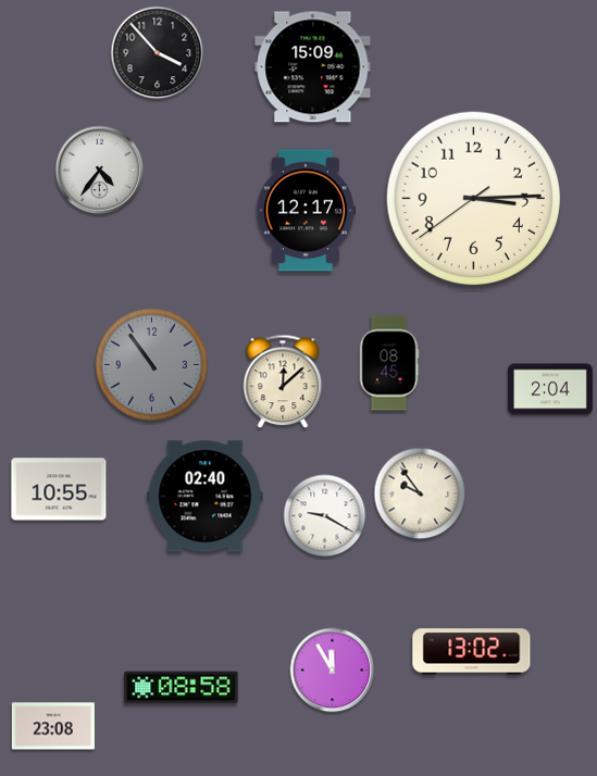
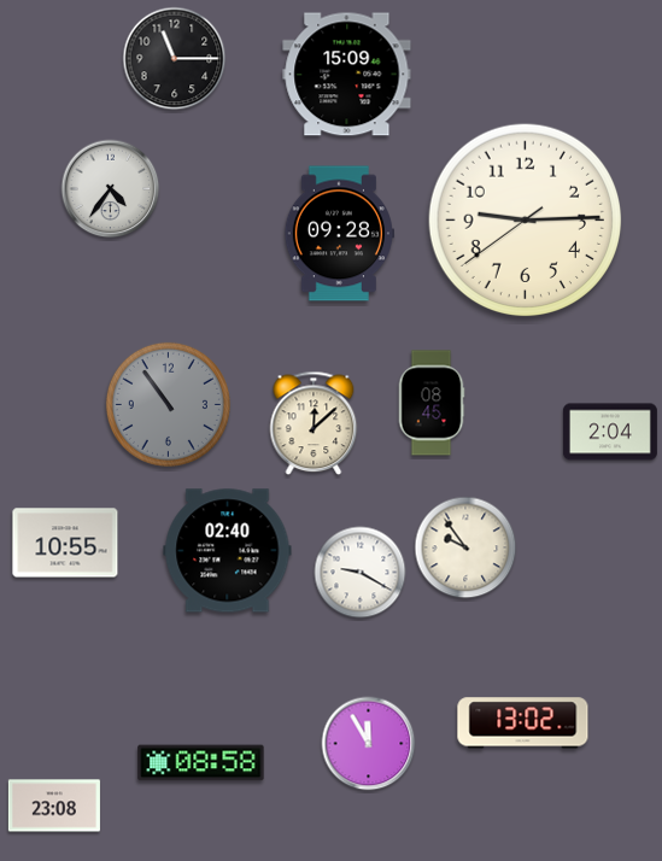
clock at (158, 53): 3:53 -> 11:15
clock at (474, 199): 3:14 -> 9:14
clock at (306, 211): 12:17 -> 09:28
clock at (53, 726) position: (53, 726) -> (54, 806)
